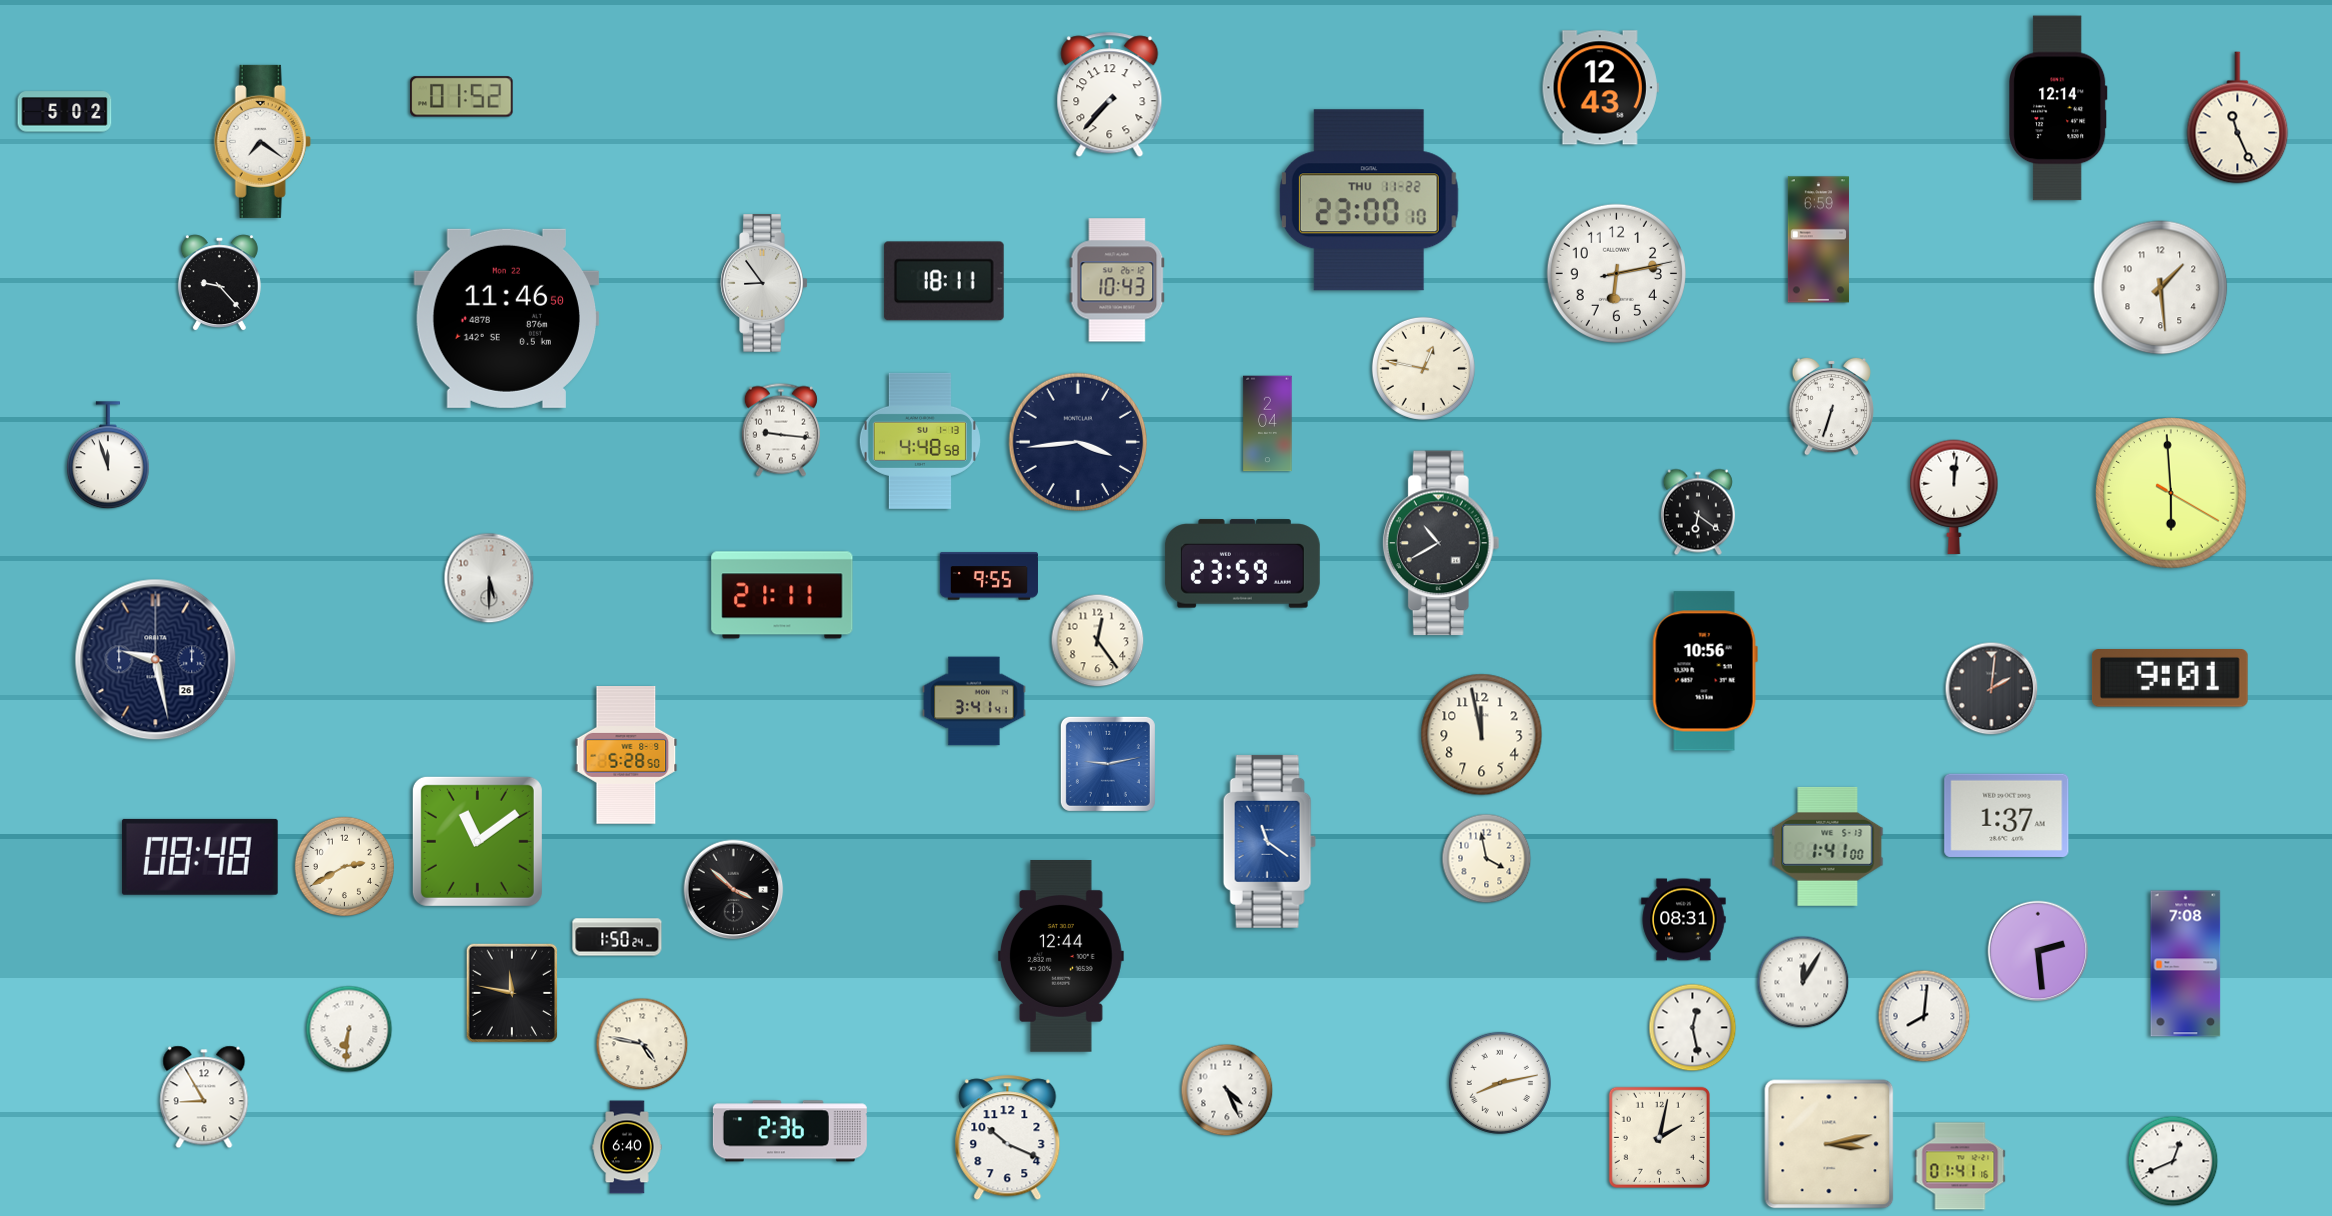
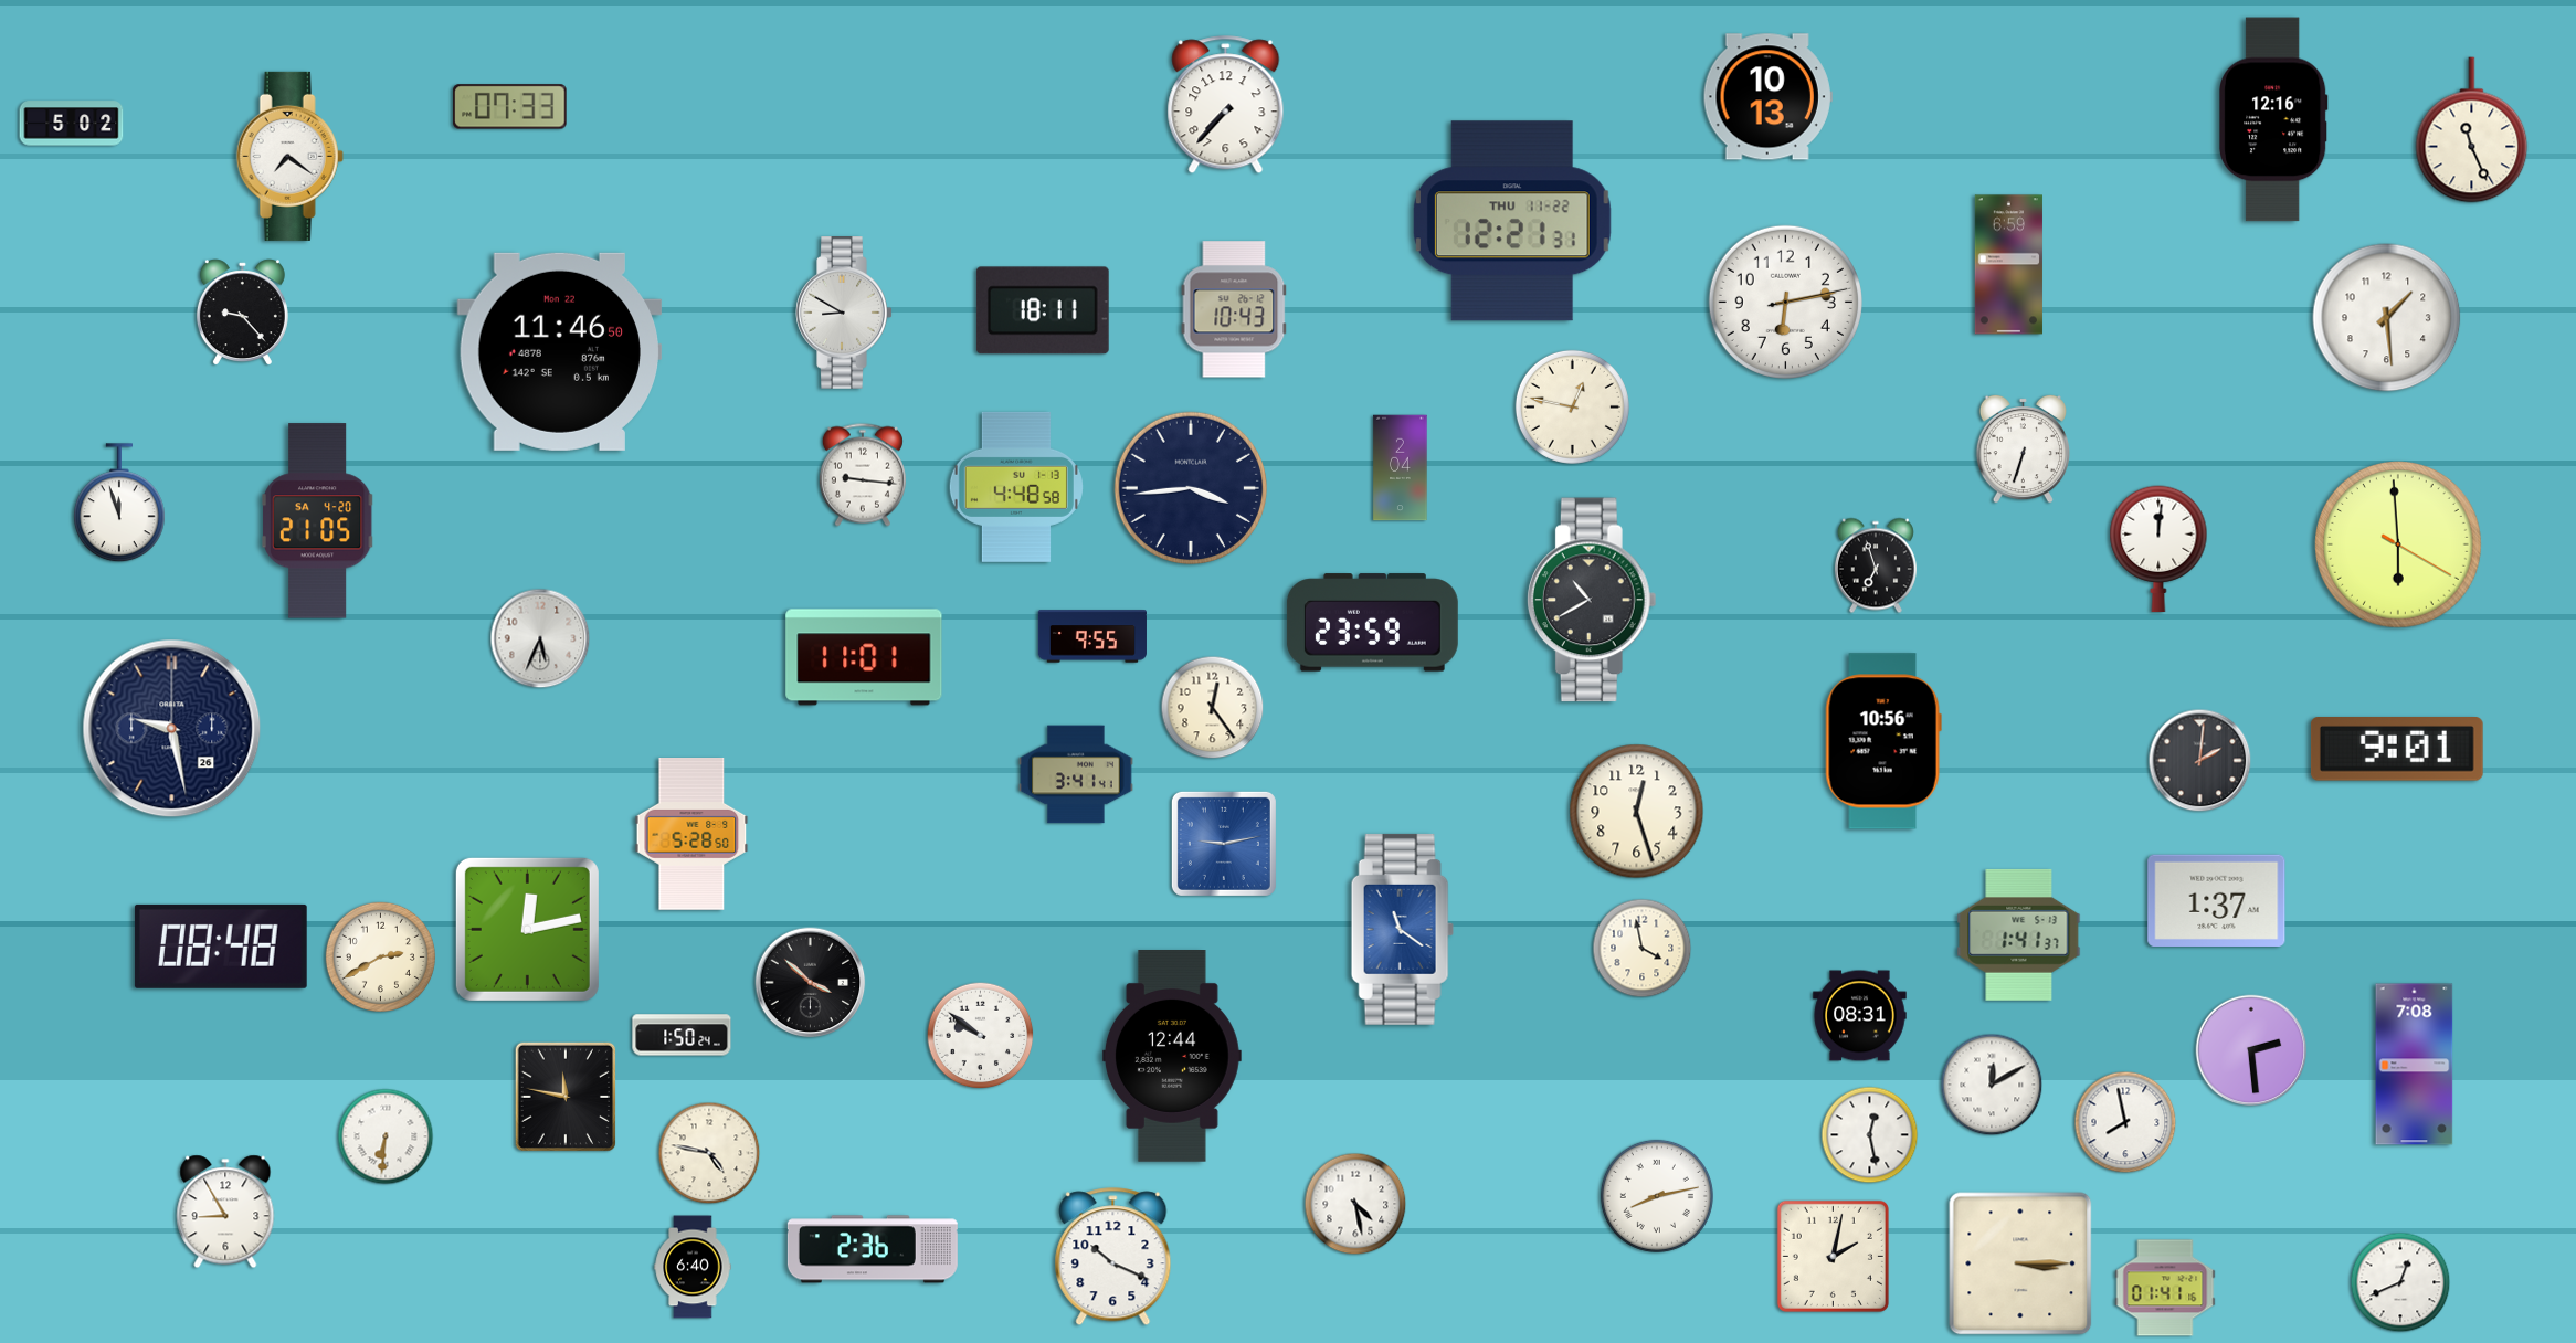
clock at (1600, 88): 12:43 -> 10:13
clock at (462, 97): 01:52 -> 07:33
clock at (2058, 108): 12:14 -> 12:16
clock at (1369, 200): 23:00 -> 12:21
clock at (764, 284): 8:54 -> 8:50
clock at (317, 521): none -> 21:05
clock at (1698, 512): 6:21 -> 6:57
clock at (489, 578): 5:30 -> 5:34
clock at (782, 595): 21:11 -> 11:01
clock at (1482, 735): 11:58 -> 12:27
clock at (477, 841): 11:09 -> 12:13
clock at (1828, 846): 1:41:00 -> 1:41:37
clock at (981, 1036): none -> 9:51
clock at (1803, 982): 12:05 -> 12:10
clock at (1924, 1016): 8:01 -> 7:58
clock at (1227, 1090): 4:26 -> 4:28
clock at (1829, 1144): 3:13 -> 3:15
